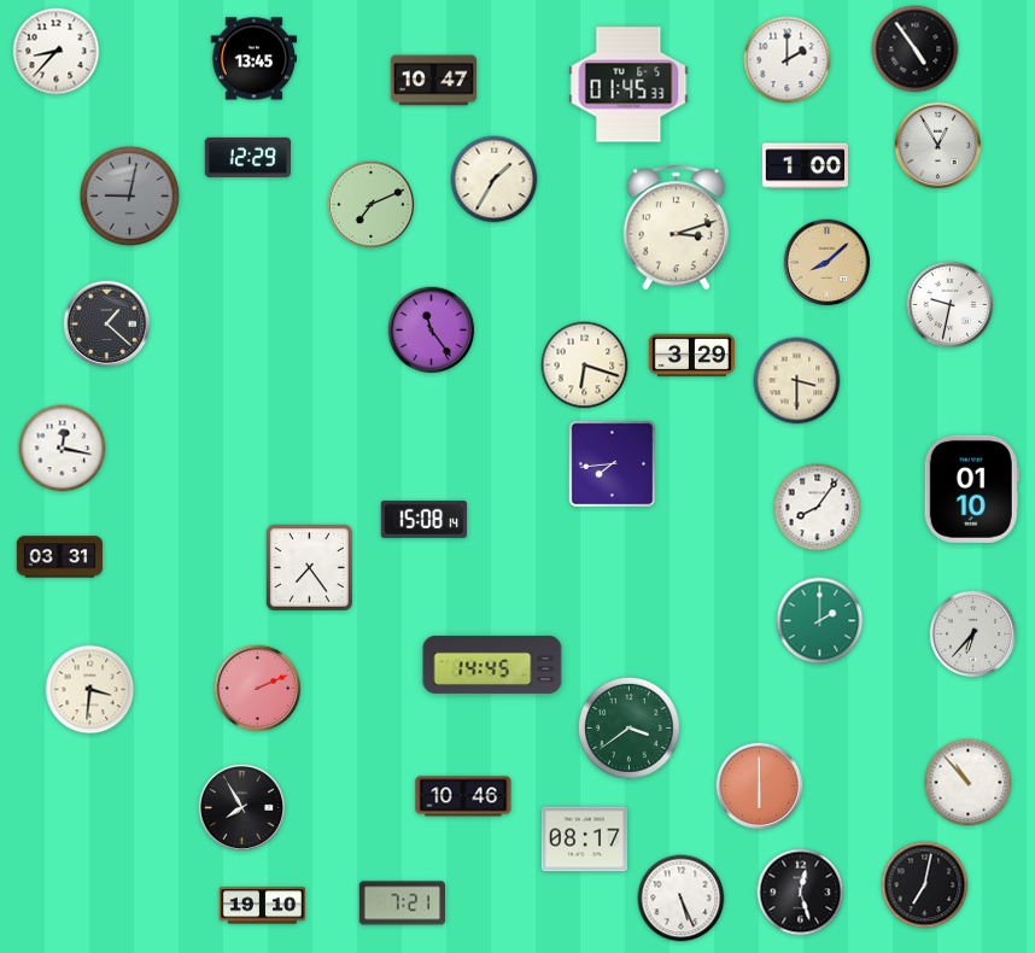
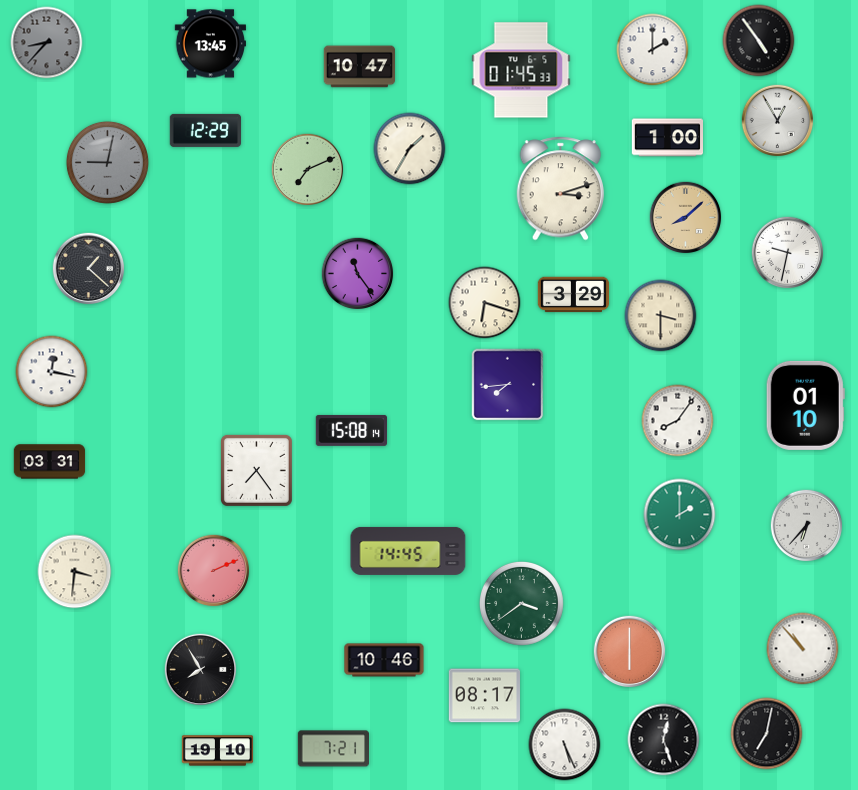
clock at (57, 52) dial: white -> grey
clock at (253, 59) position: (253, 59) -> (210, 44)
